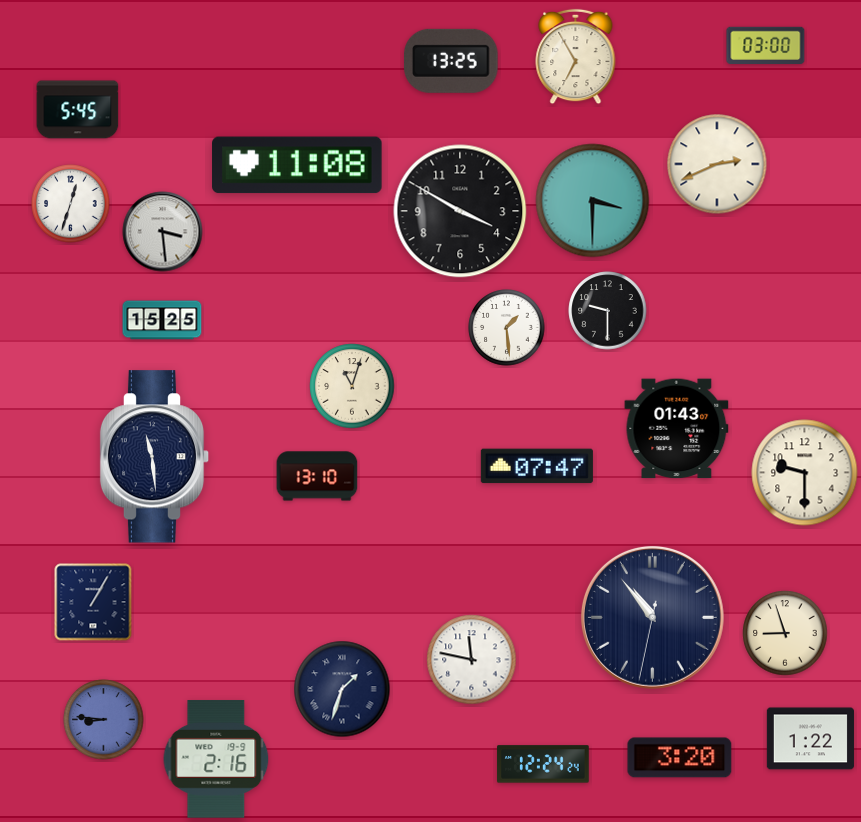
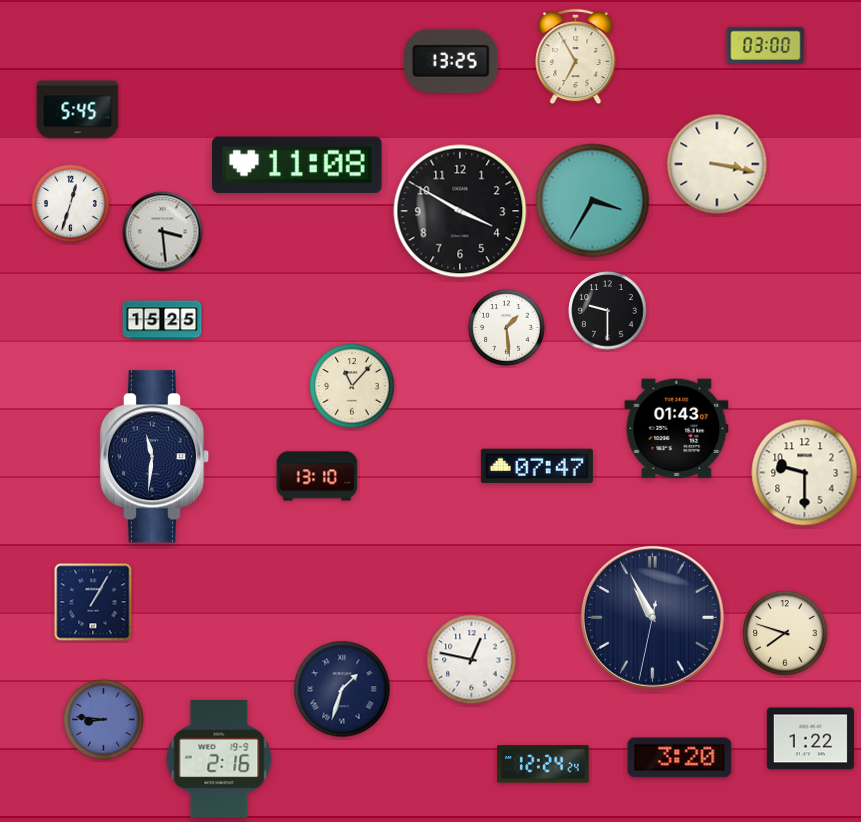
clock at (717, 164): 2:41 -> 3:17
clock at (593, 201): 3:30 -> 3:35
clock at (352, 386): 11:03 -> 11:07
clock at (155, 457): 11:29 -> 11:31
clock at (652, 617): 10:53 -> 10:55
clock at (785, 633): 8:57 -> 7:48
clock at (472, 660): 11:47 -> 12:47
clock at (216, 759) position: (216, 759) -> (219, 759)
